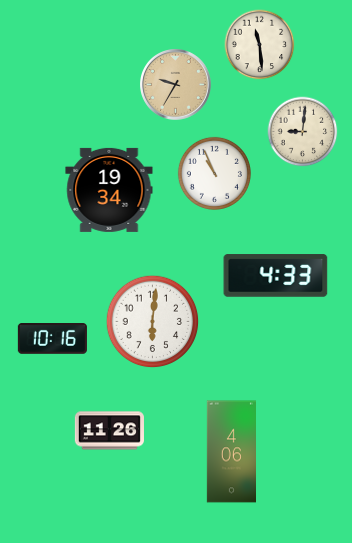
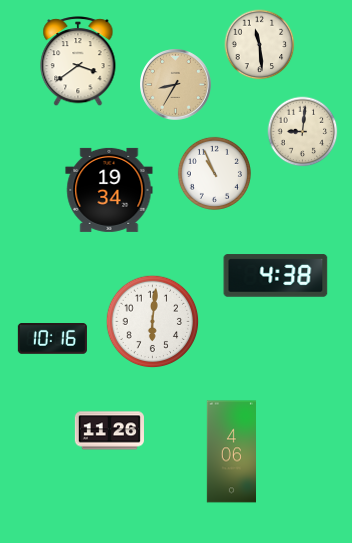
clock at (78, 62): none -> 3:39
clock at (176, 85): 9:35 -> 8:35
clock at (276, 276): 4:33 -> 4:38
